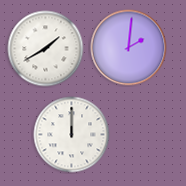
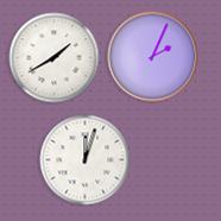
clock at (129, 48): 2:01 -> 2:04
clock at (72, 135): 12:00 -> 12:03
